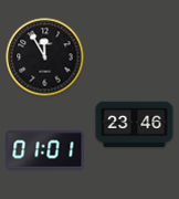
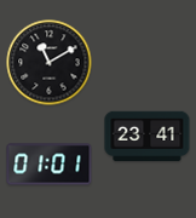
clock at (45, 57): 11:55 -> 11:10
clock at (135, 124): 23:46 -> 23:41
